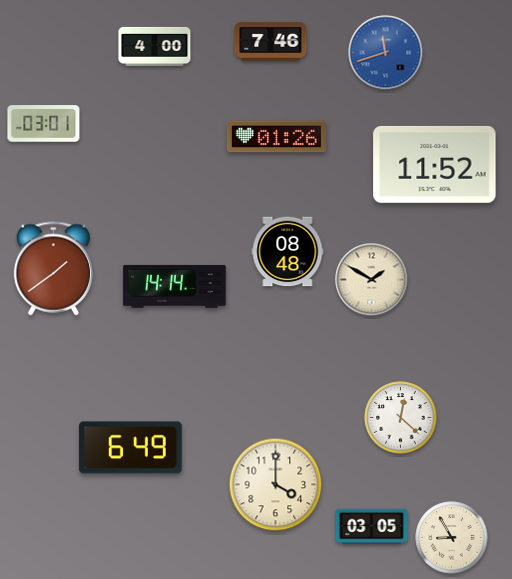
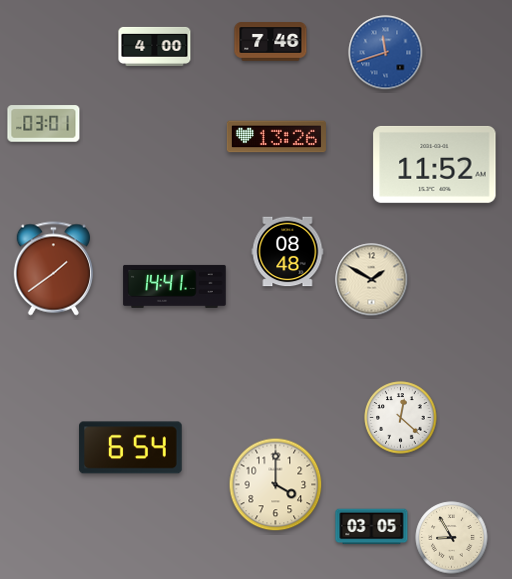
clock at (276, 137): 01:26 -> 13:26
clock at (175, 286): 14:14 -> 14:41
clock at (131, 448): 6:49 -> 6:54
